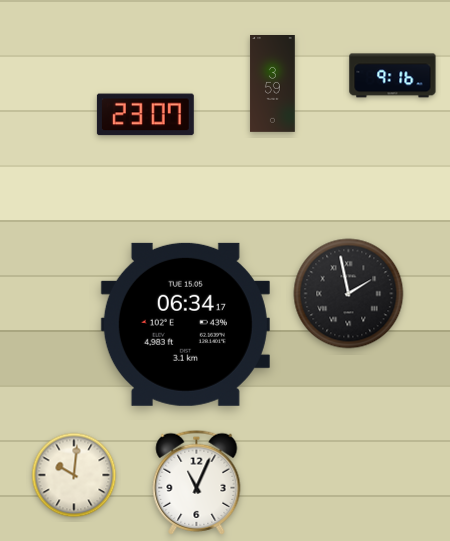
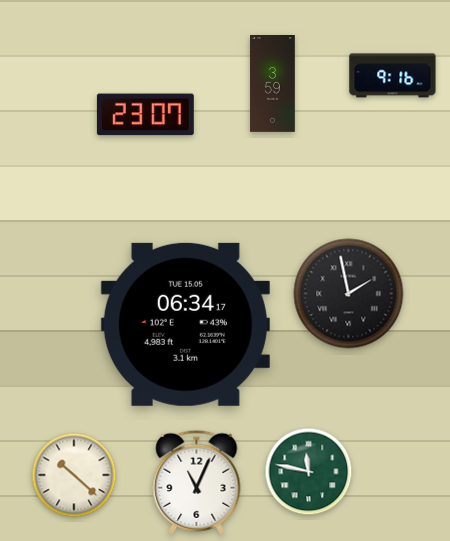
clock at (309, 472): none -> 11:47
clock at (74, 475): 10:01 -> 10:22
